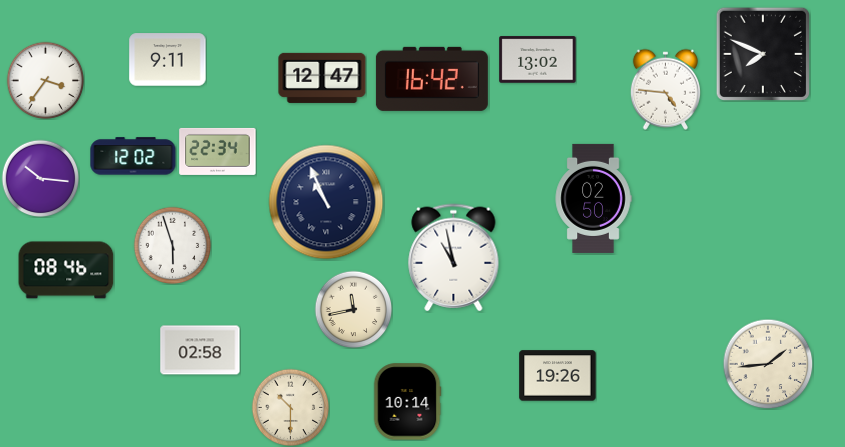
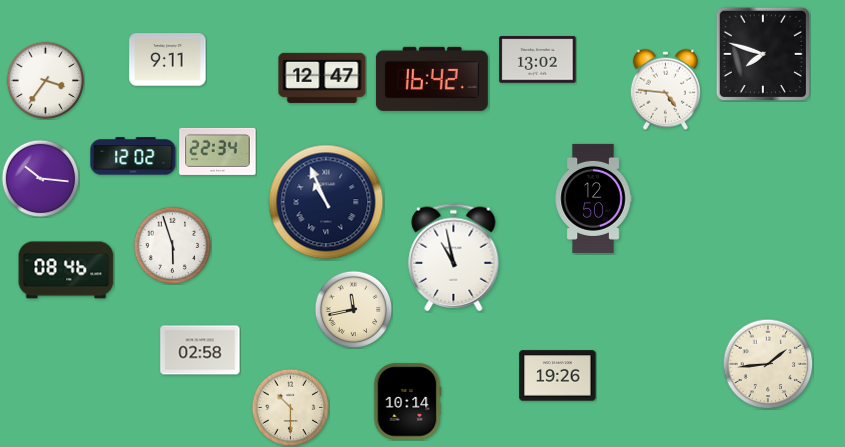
clock at (762, 53): 7:49 -> 7:48
clock at (593, 198): 02:50 -> 12:50
